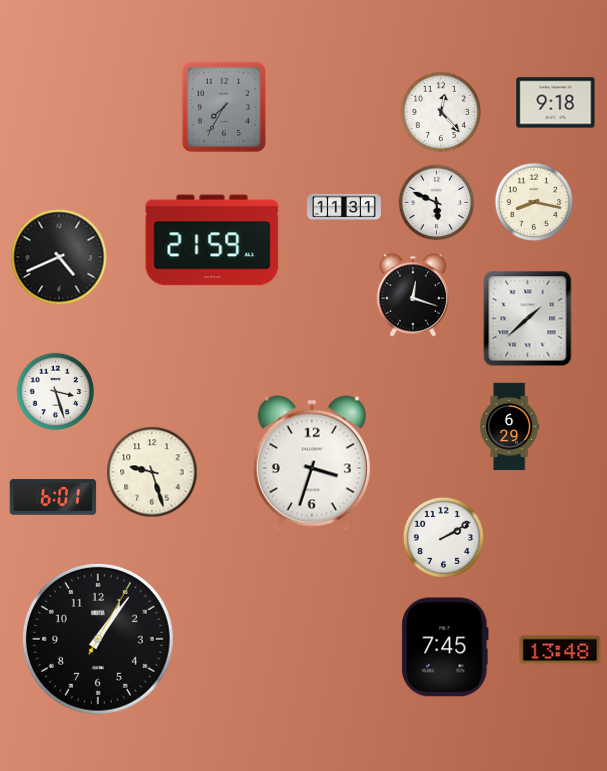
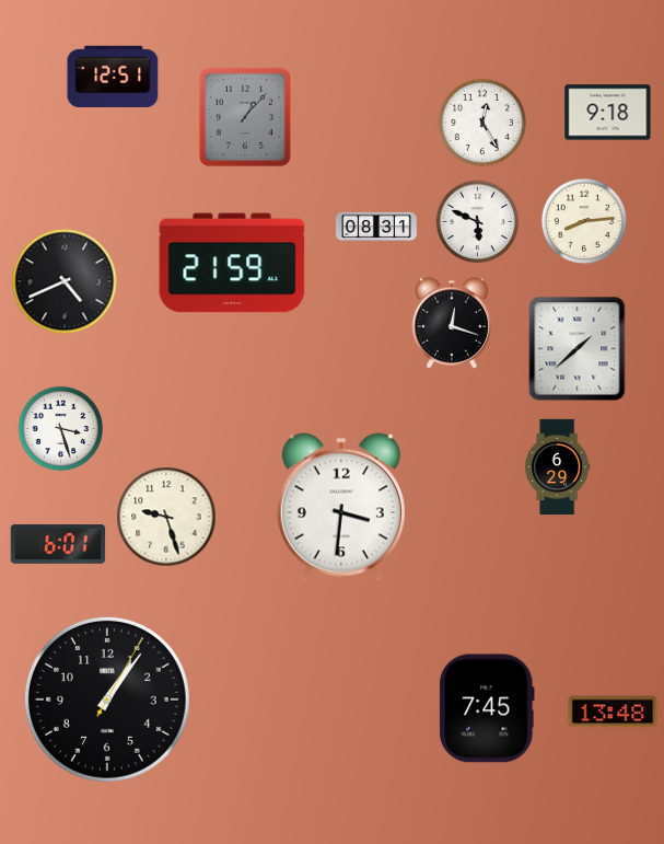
clock at (113, 76): none -> 12:51
clock at (224, 107): 7:35 -> 1:07
clock at (440, 111): 12:23 -> 12:25
clock at (534, 202): 8:17 -> 8:14
clock at (344, 207): 11:31 -> 08:31
clock at (312, 463): 3:33 -> 3:31
clock at (443, 537): 2:10 -> none
